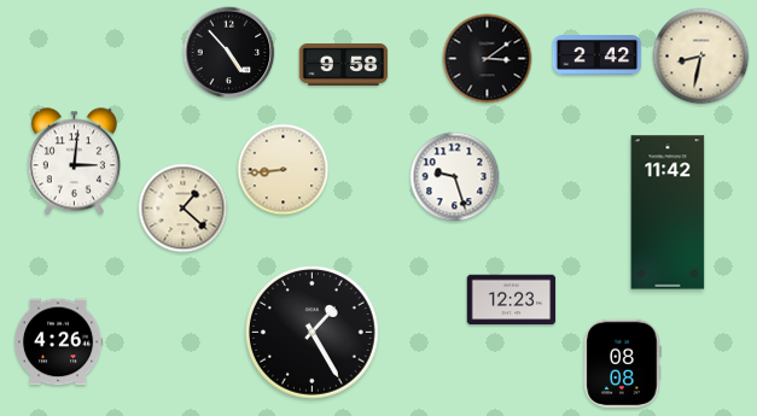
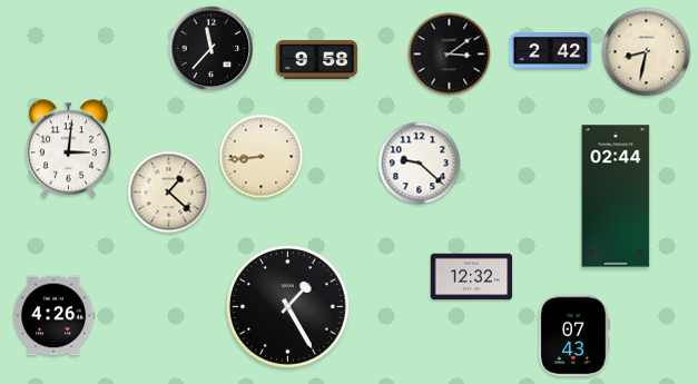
clock at (229, 53): 4:53 -> 11:37
clock at (455, 177): 9:27 -> 9:22
clock at (668, 212): 11:42 -> 02:44
clock at (512, 300): 12:23 -> 12:32
clock at (622, 364): 08:08 -> 07:43
